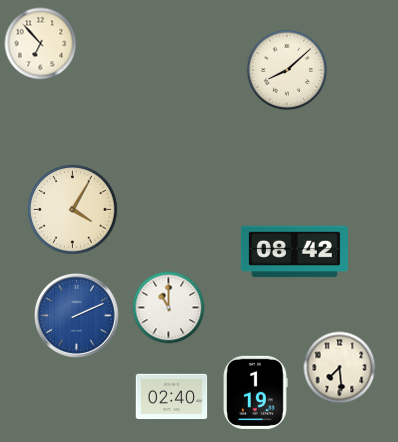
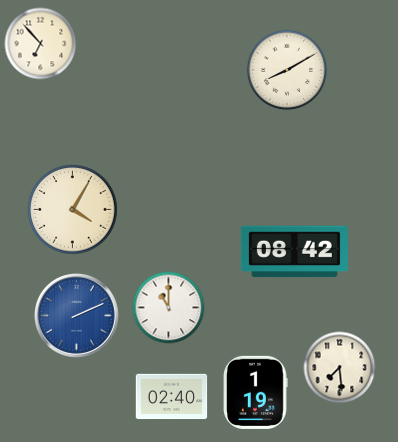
clock at (287, 70): 8:08 -> 8:10
